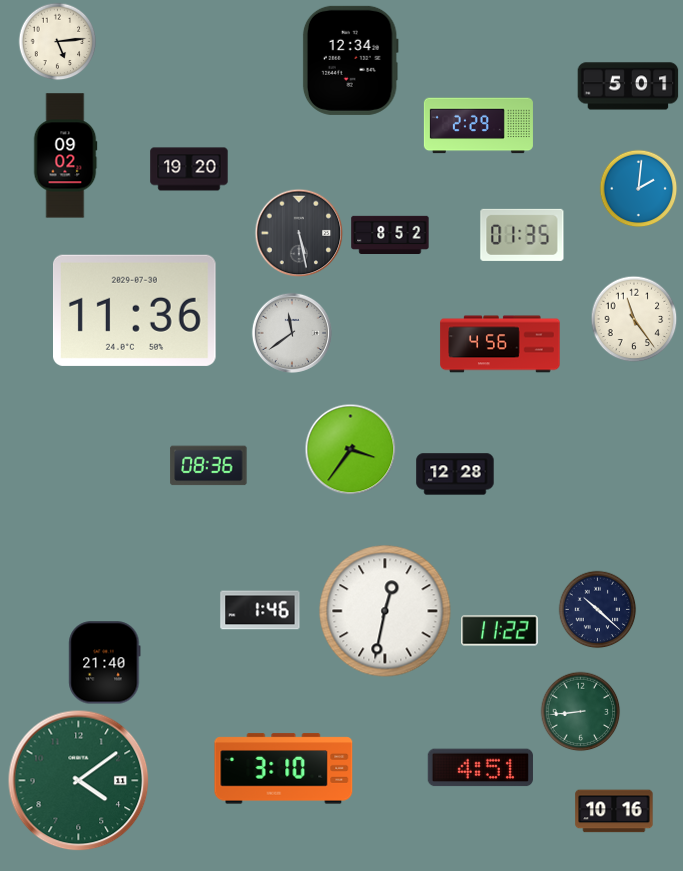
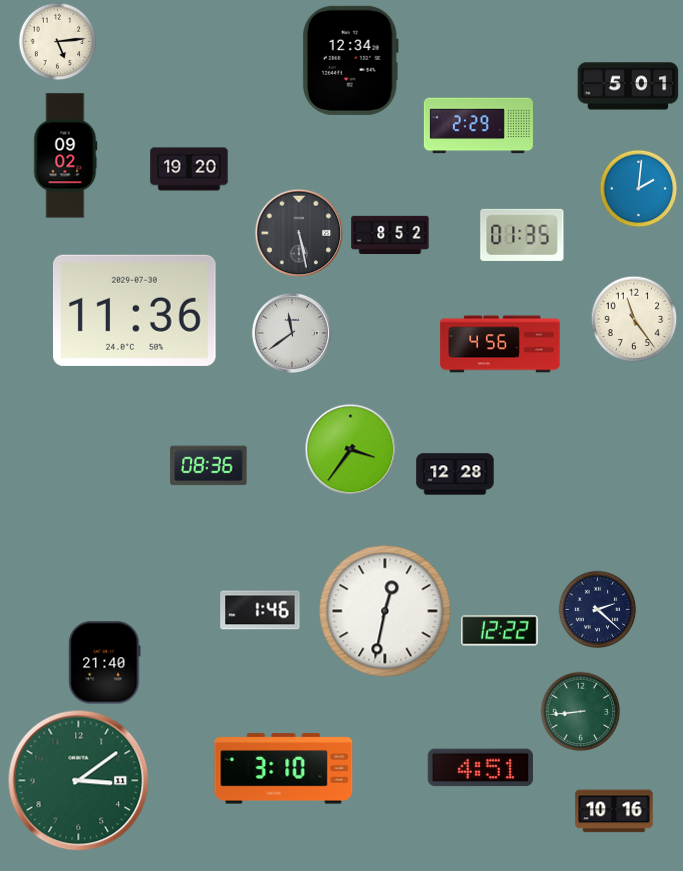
clock at (597, 609): 10:22 -> 2:22
clock at (500, 631): 11:22 -> 12:22
clock at (79, 781): 4:09 -> 3:09
